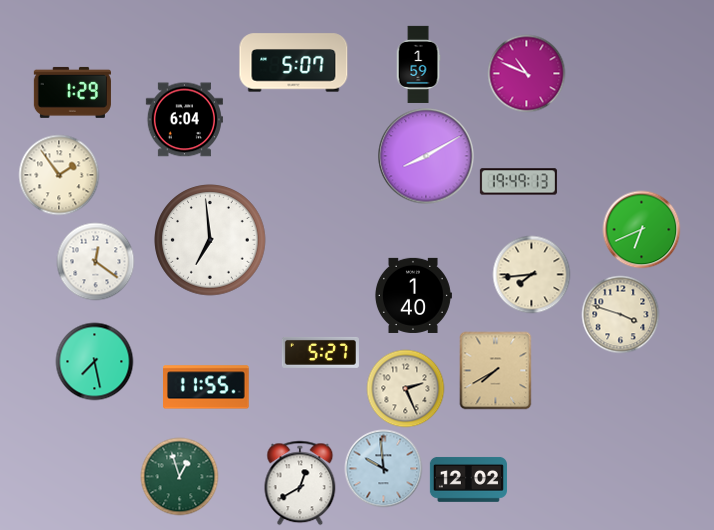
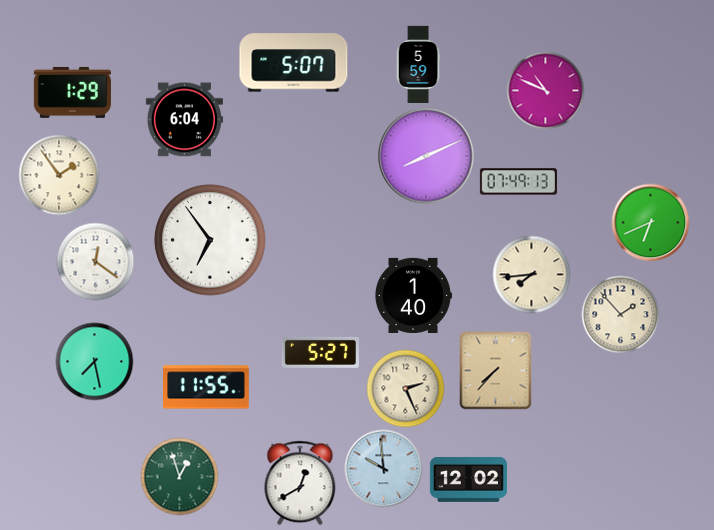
clock at (418, 64): 1:59 -> 5:59
clock at (526, 73) position: (526, 73) -> (545, 90)
clock at (426, 156): 8:10 -> 8:11
clock at (518, 182): 19:49 -> 07:49
clock at (641, 229) position: (641, 229) -> (650, 222)
clock at (210, 240): 6:59 -> 6:54
clock at (620, 314): 3:48 -> 1:53
clock at (496, 370): 7:40 -> 7:37
